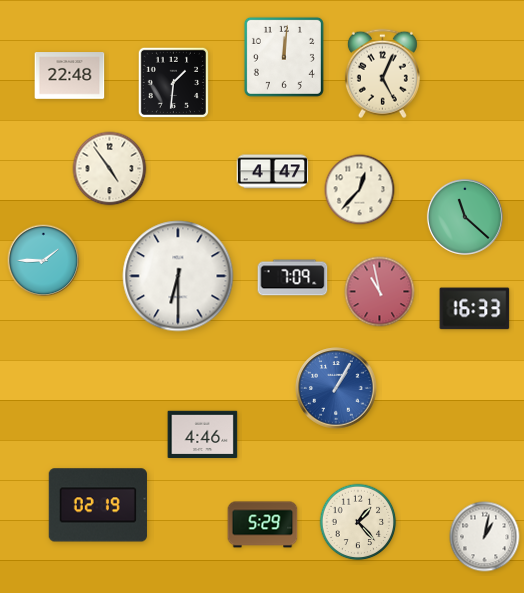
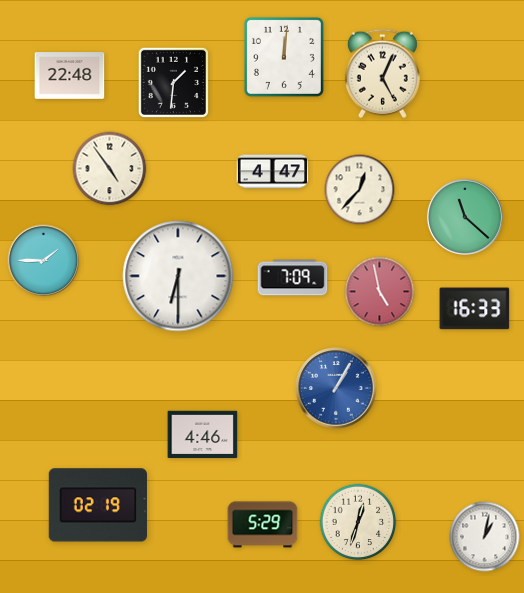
clock at (380, 292): 10:58 -> 4:58
clock at (358, 522): 1:23 -> 12:33
